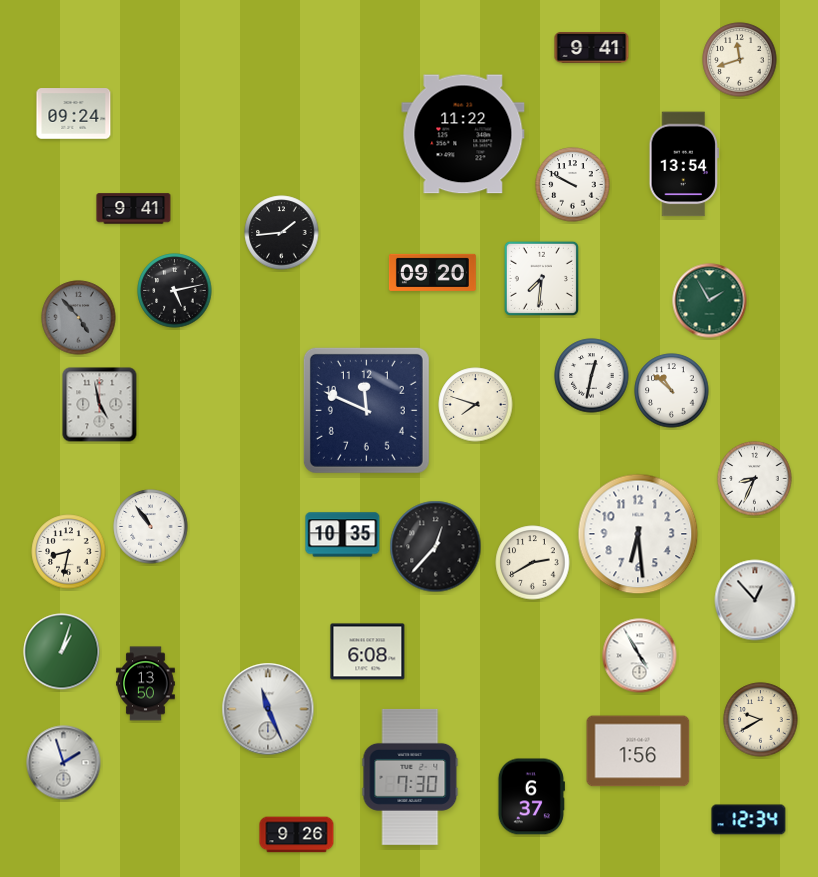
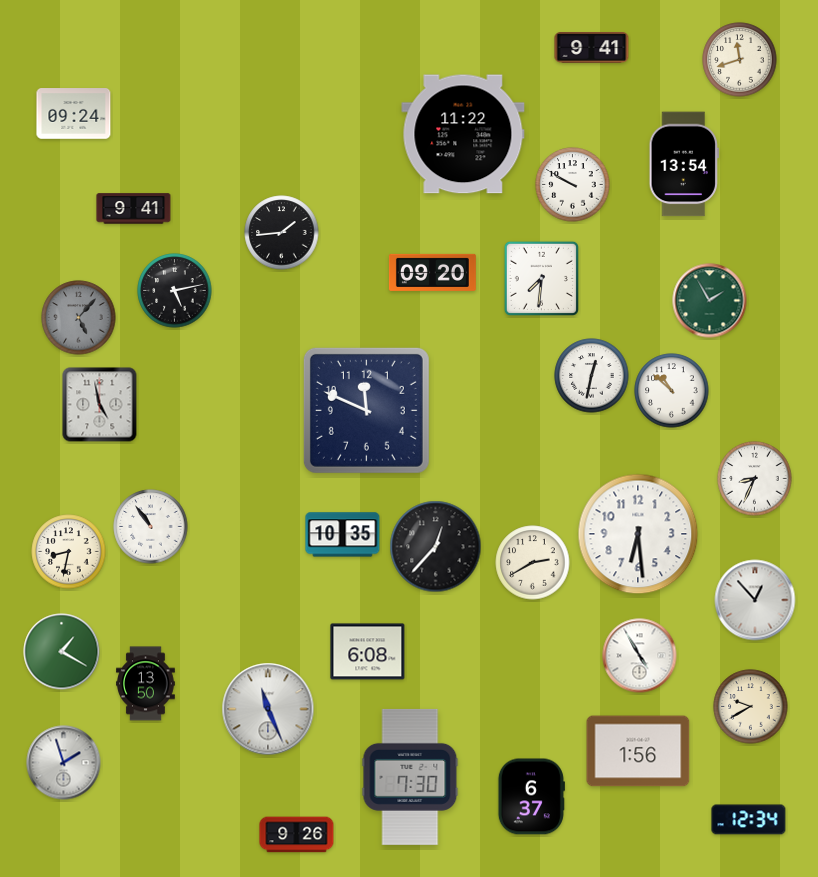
clock at (79, 318): 4:53 -> 5:07
clock at (476, 405): 7:48 -> none
clock at (62, 652): 1:03 -> 1:20
clock at (761, 720) position: (761, 720) -> (751, 707)
